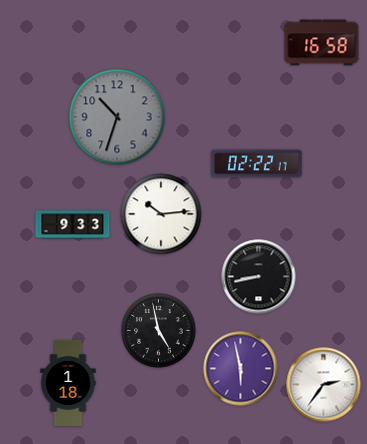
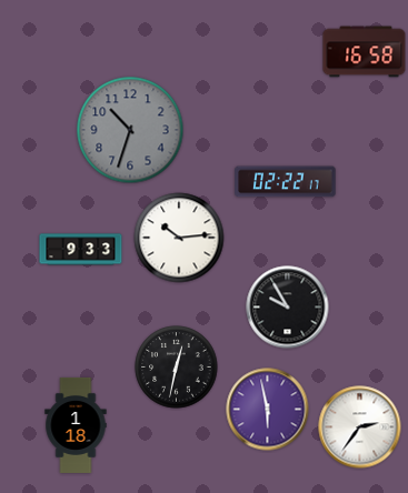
clock at (322, 43) position: (322, 43) -> (365, 52)
clock at (259, 277): 8:43 -> 9:55
clock at (159, 331): 4:58 -> 12:32
